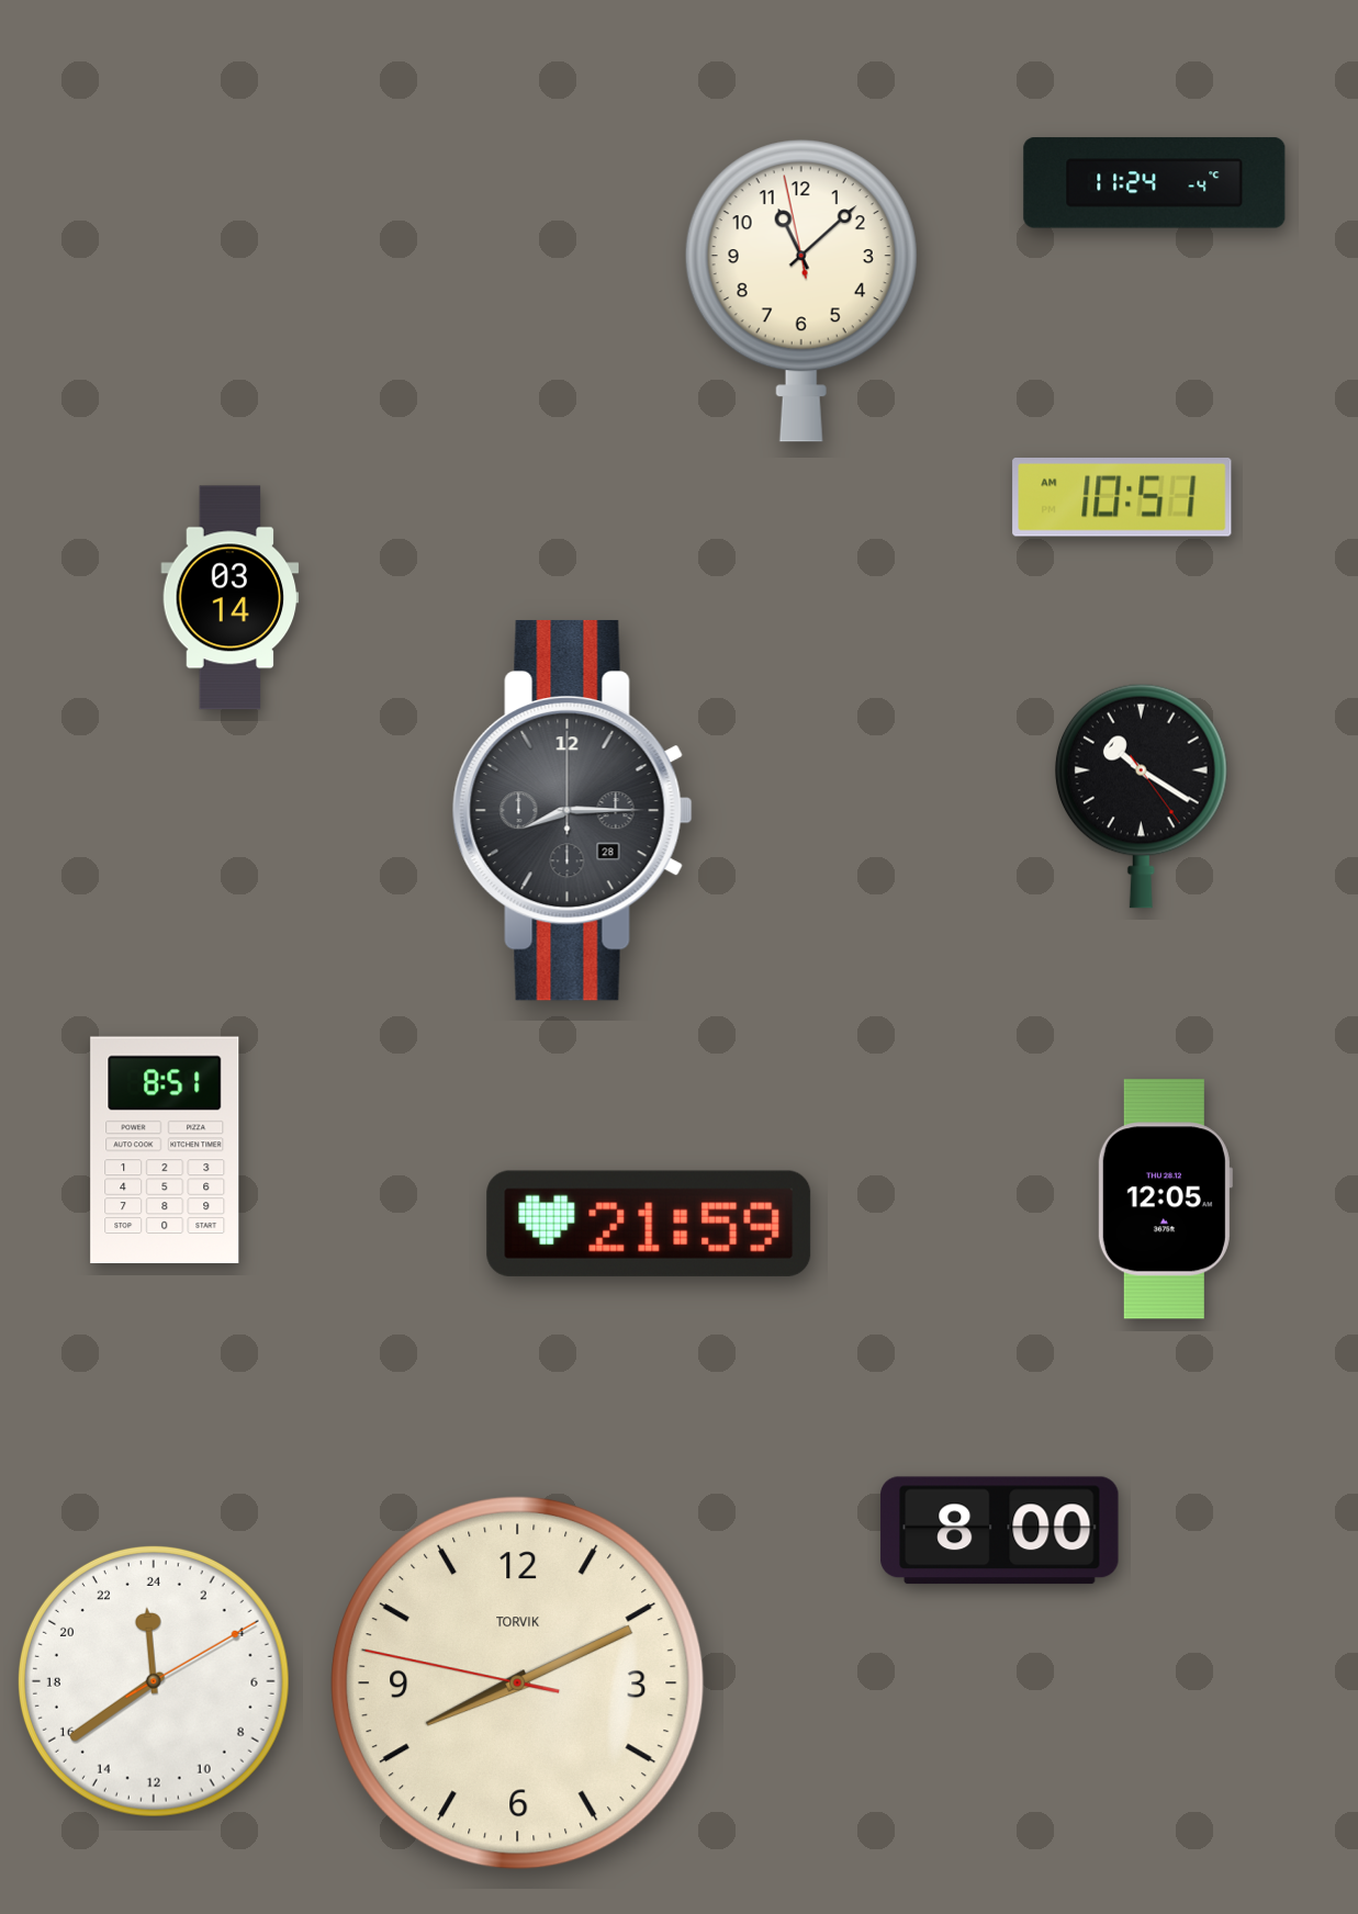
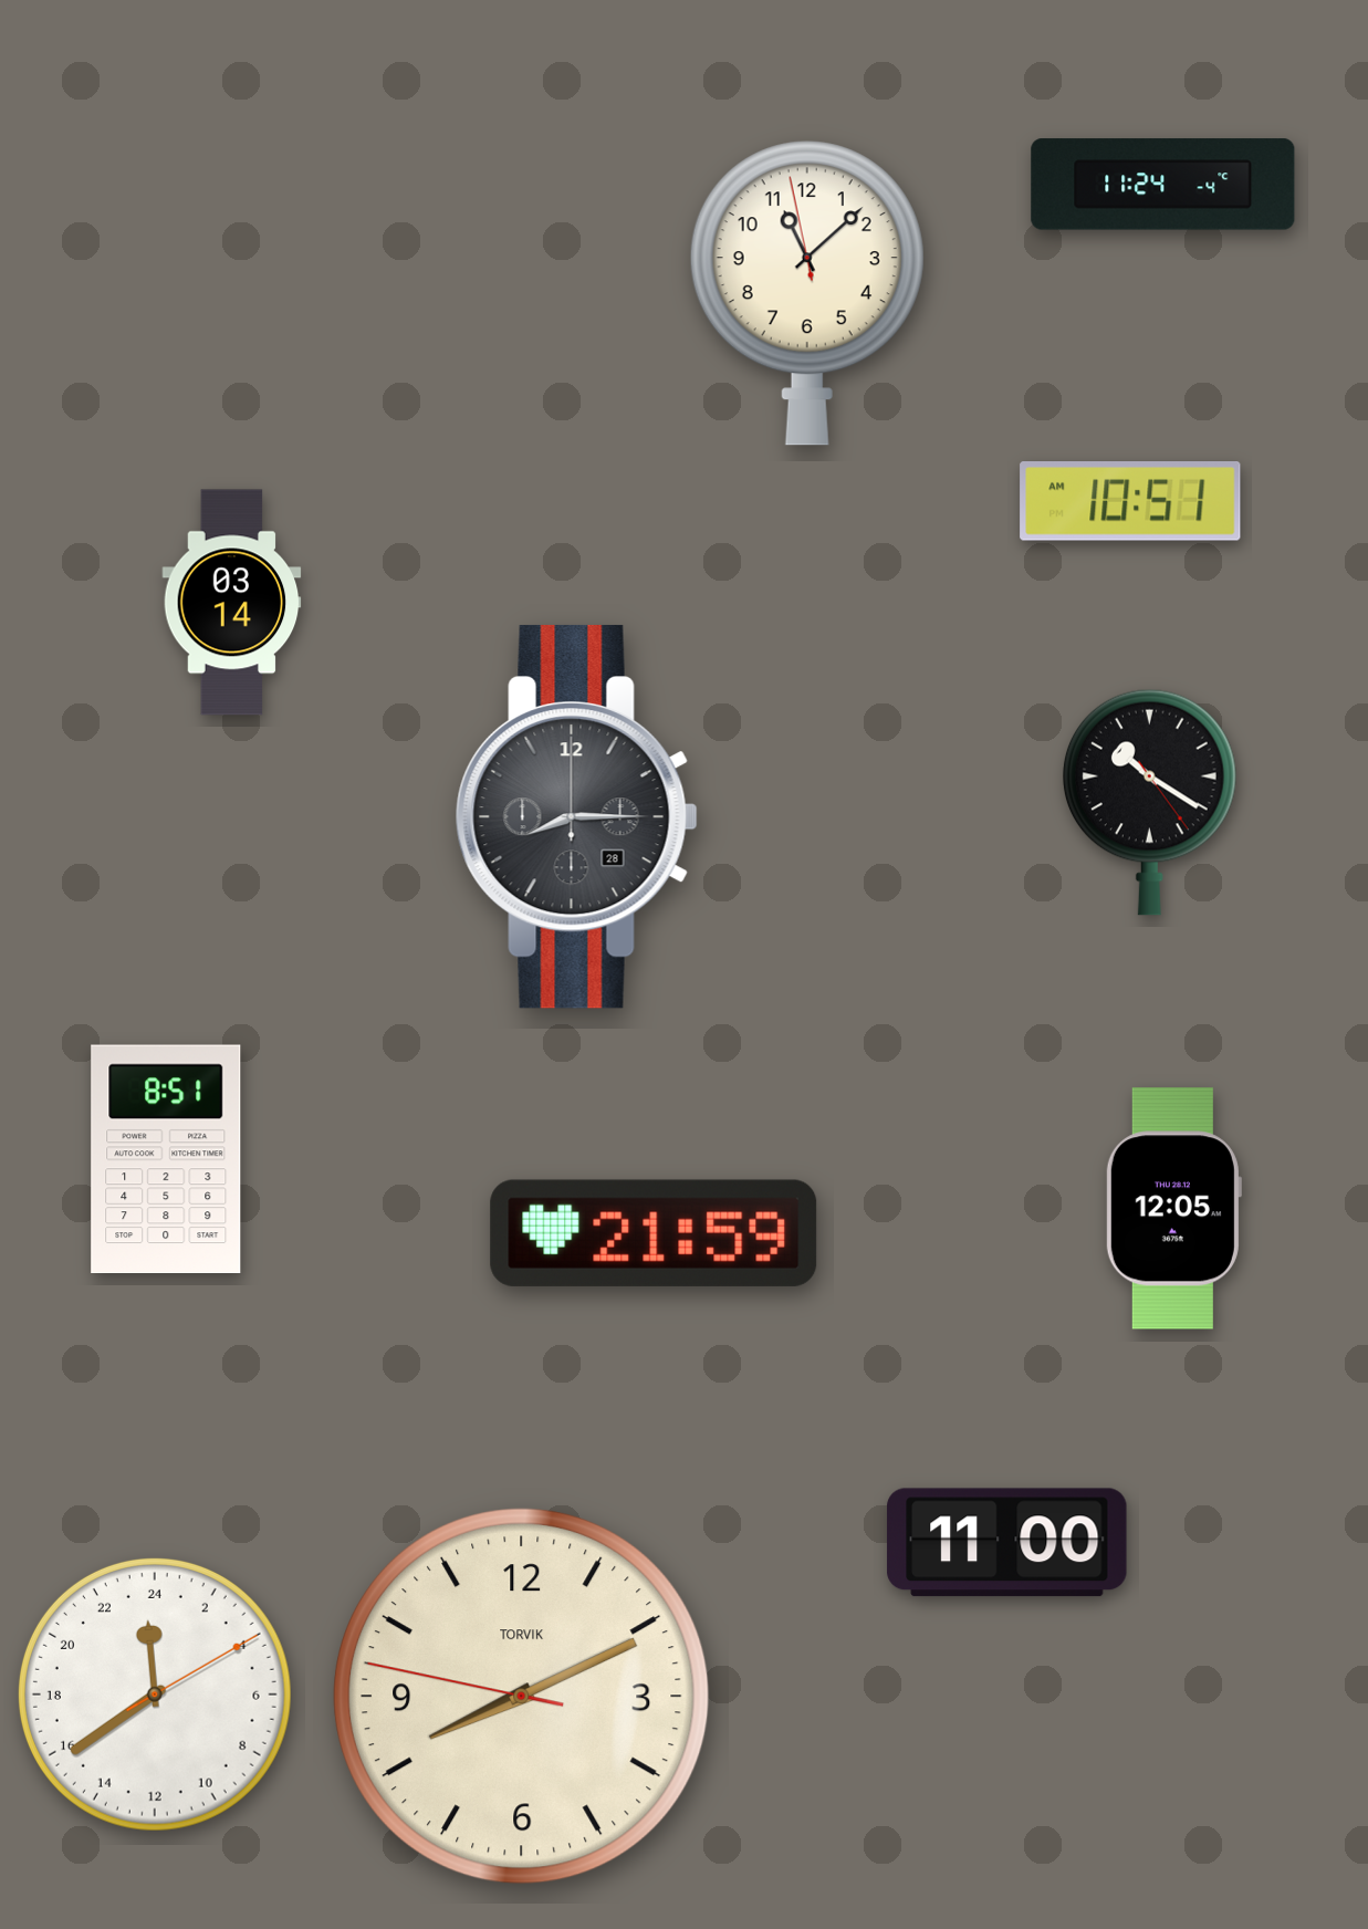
clock at (1000, 1531): 8:00 -> 11:00
